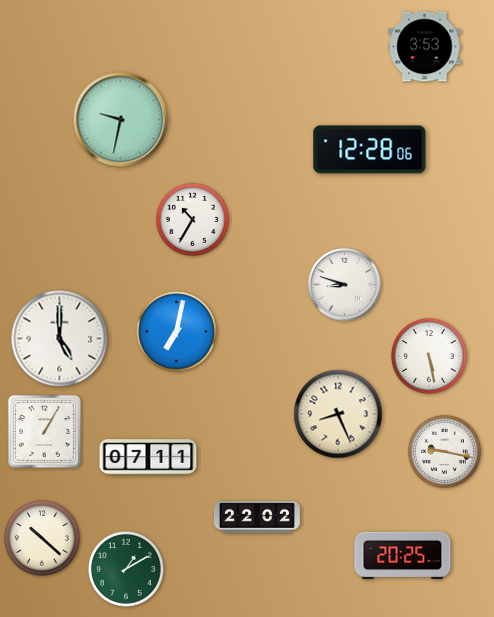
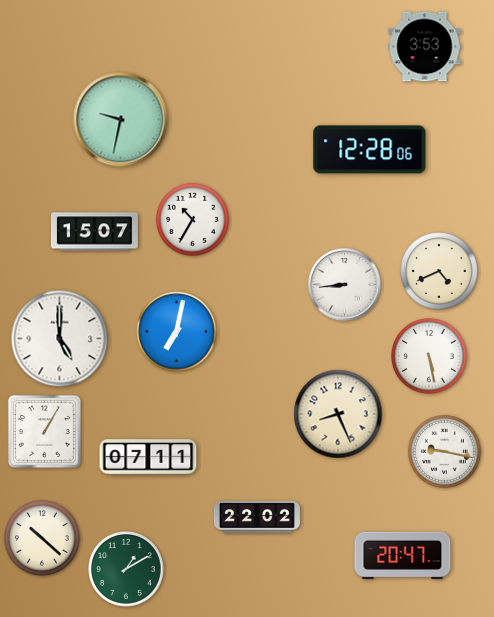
clock at (95, 232): none -> 15:07
clock at (439, 271): none -> 4:41
clock at (345, 285): 8:48 -> 8:44
clock at (403, 556): 20:25 -> 20:47
